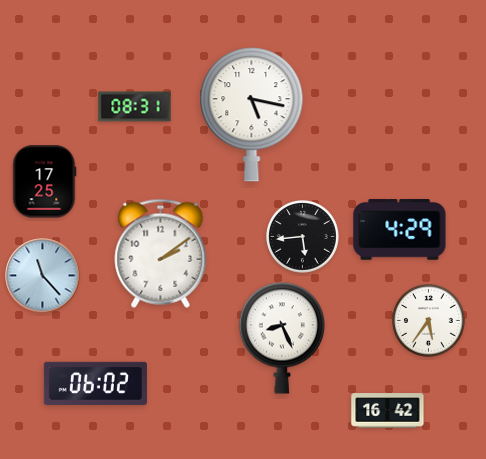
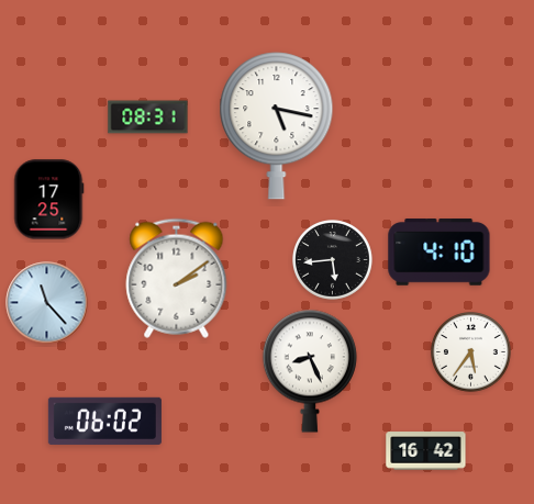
clock at (400, 230): 4:29 -> 4:10
